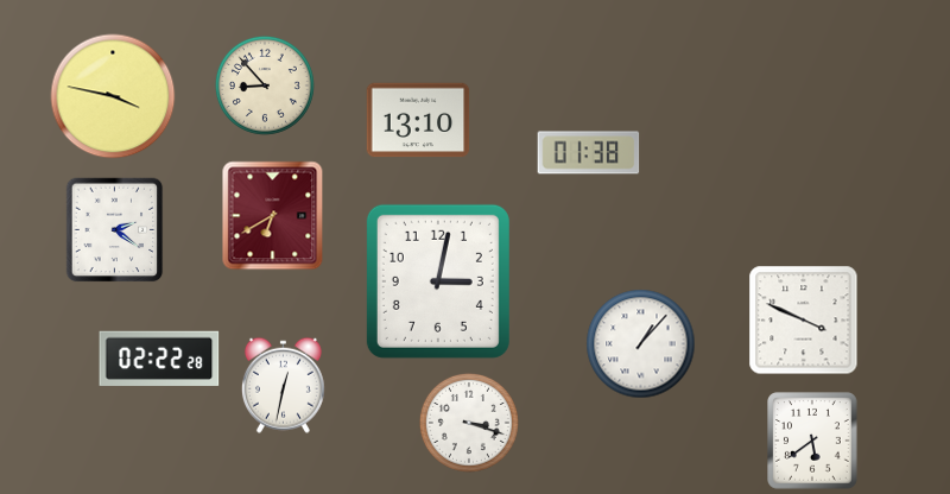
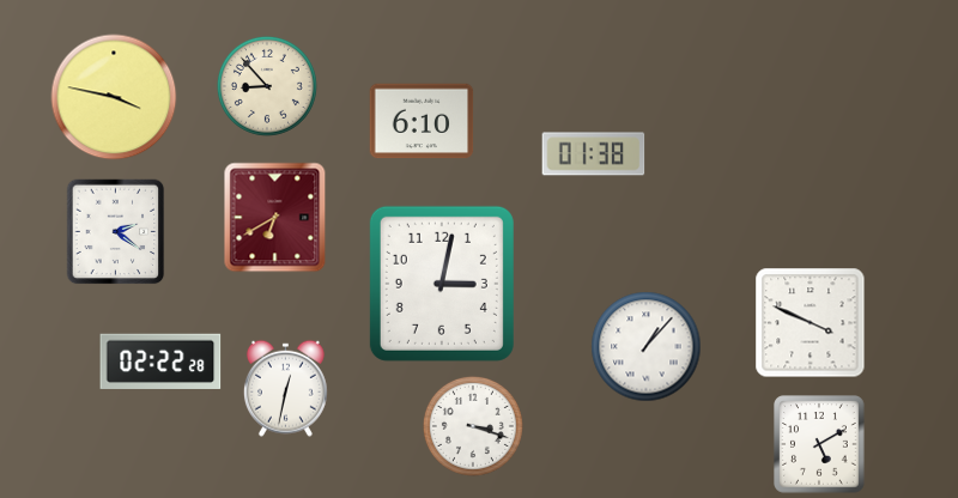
clock at (418, 120): 13:10 -> 6:10
clock at (812, 441): 5:39 -> 5:10
